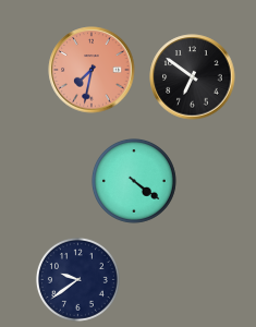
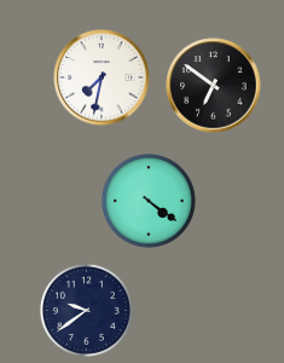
clock at (92, 70) dial: salmon -> white
